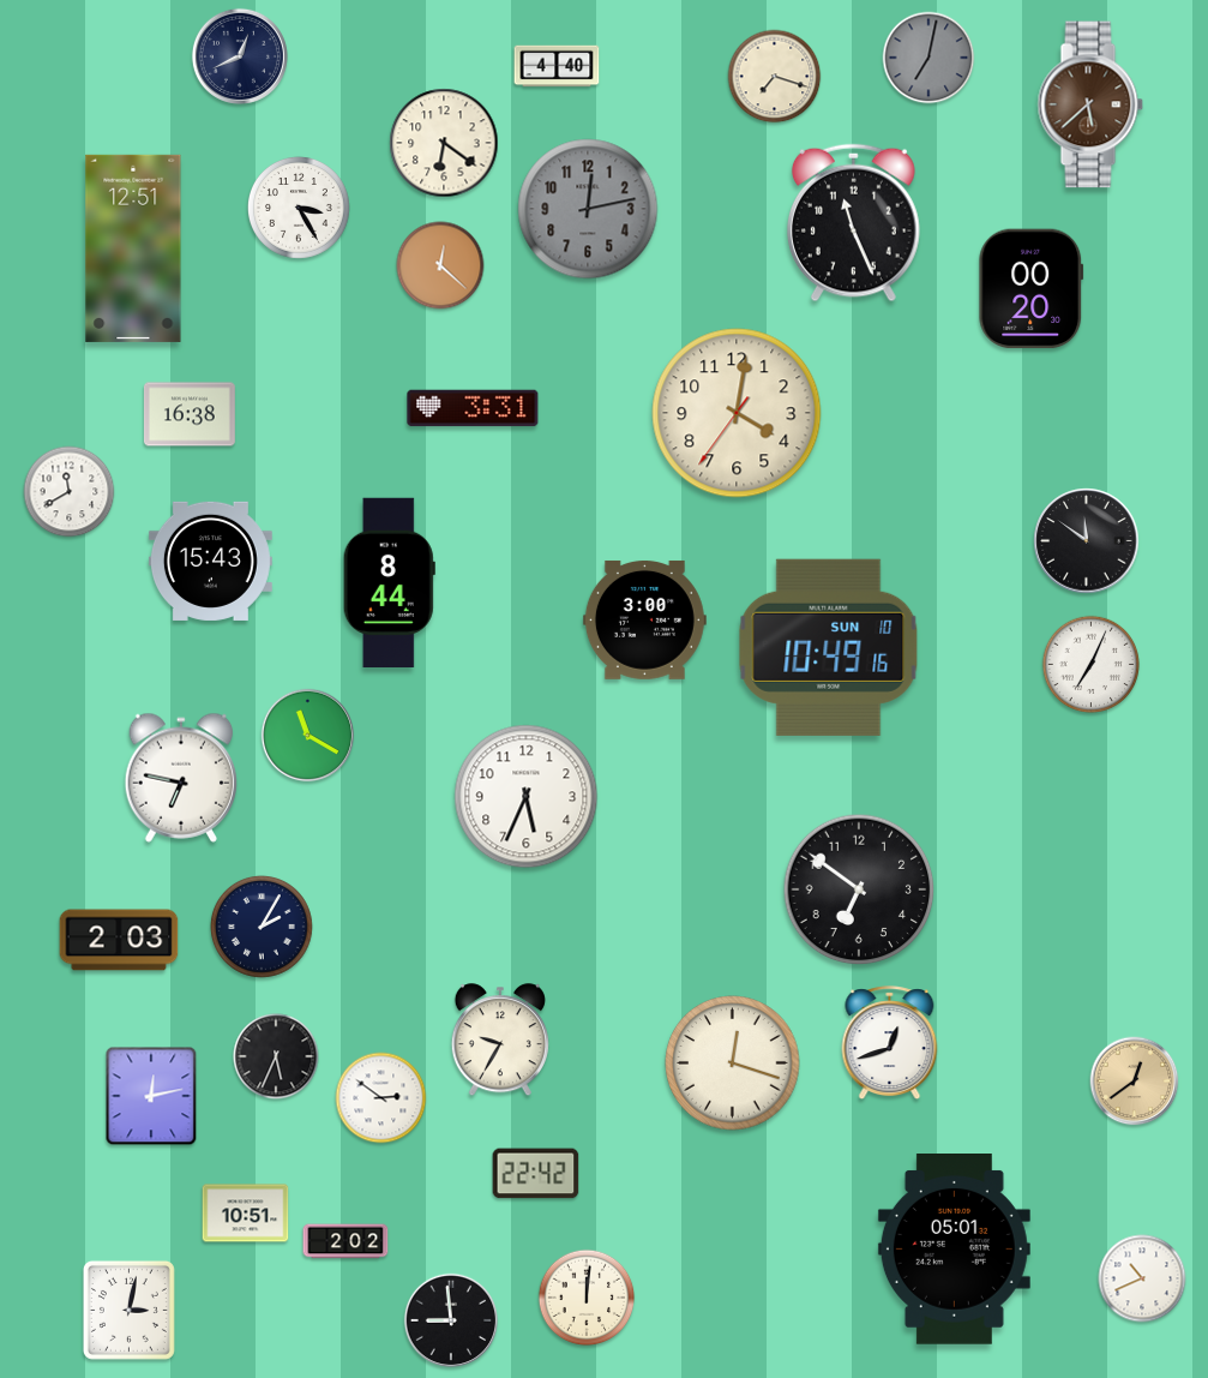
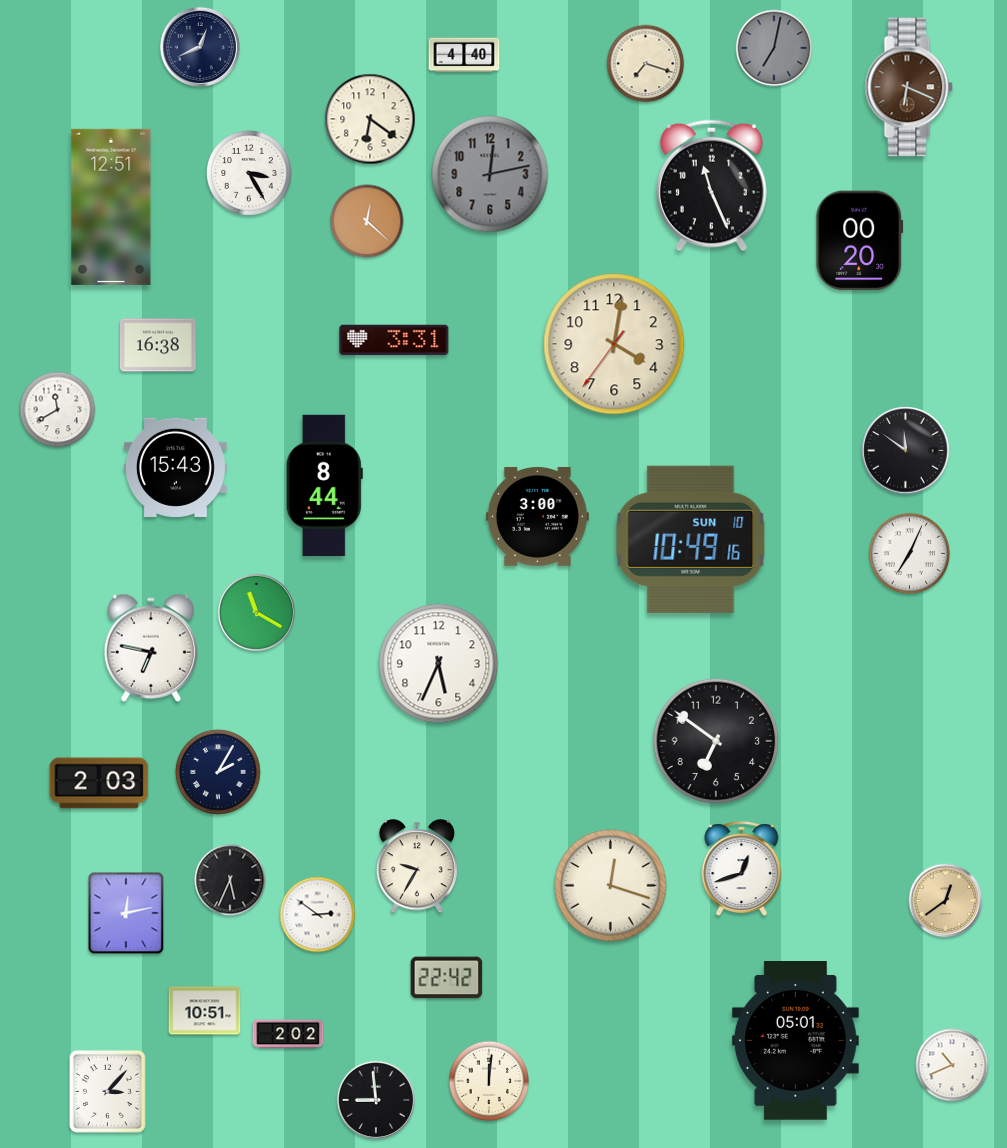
clock at (1090, 104): 5:38 -> 6:19
clock at (128, 1310): 3:02 -> 3:07
